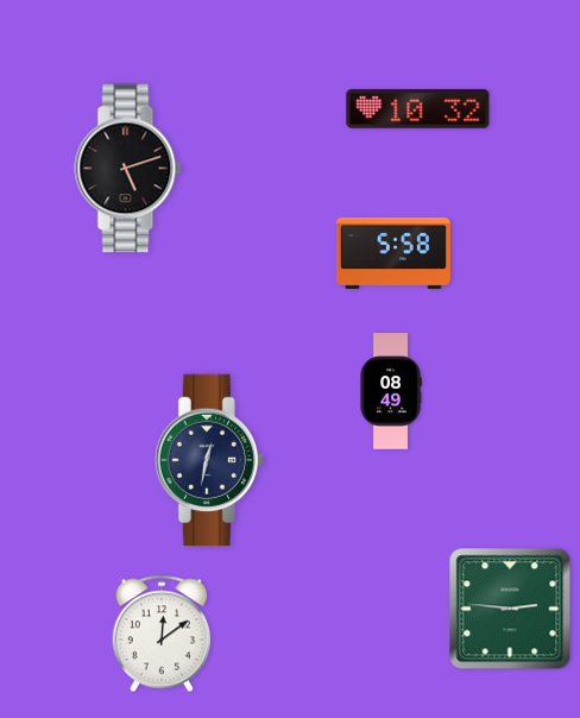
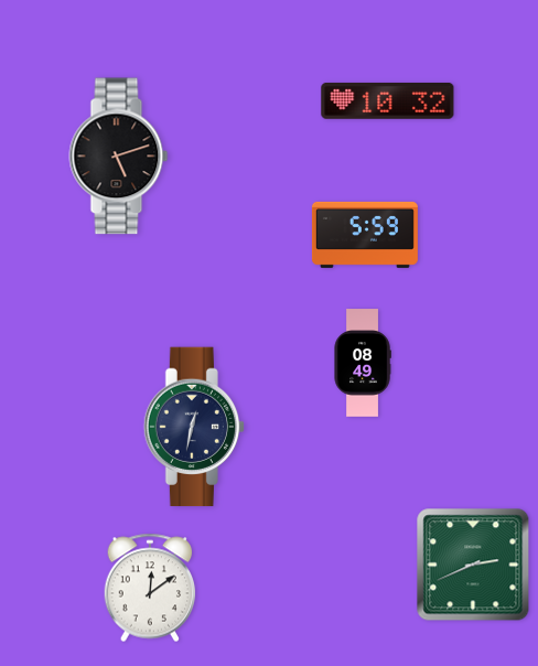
clock at (393, 253): 5:58 -> 5:59
clock at (510, 609): 2:46 -> 2:41
